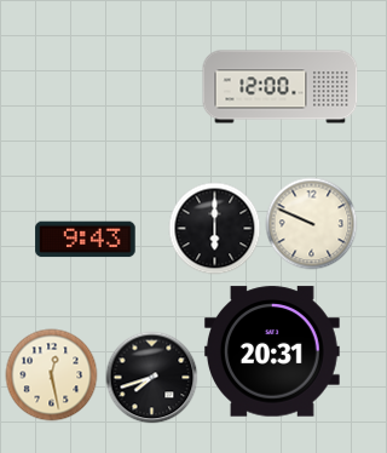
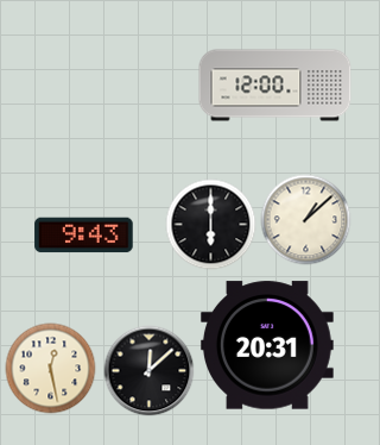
clock at (312, 224): 9:49 -> 1:08
clock at (152, 378): 7:42 -> 12:08
